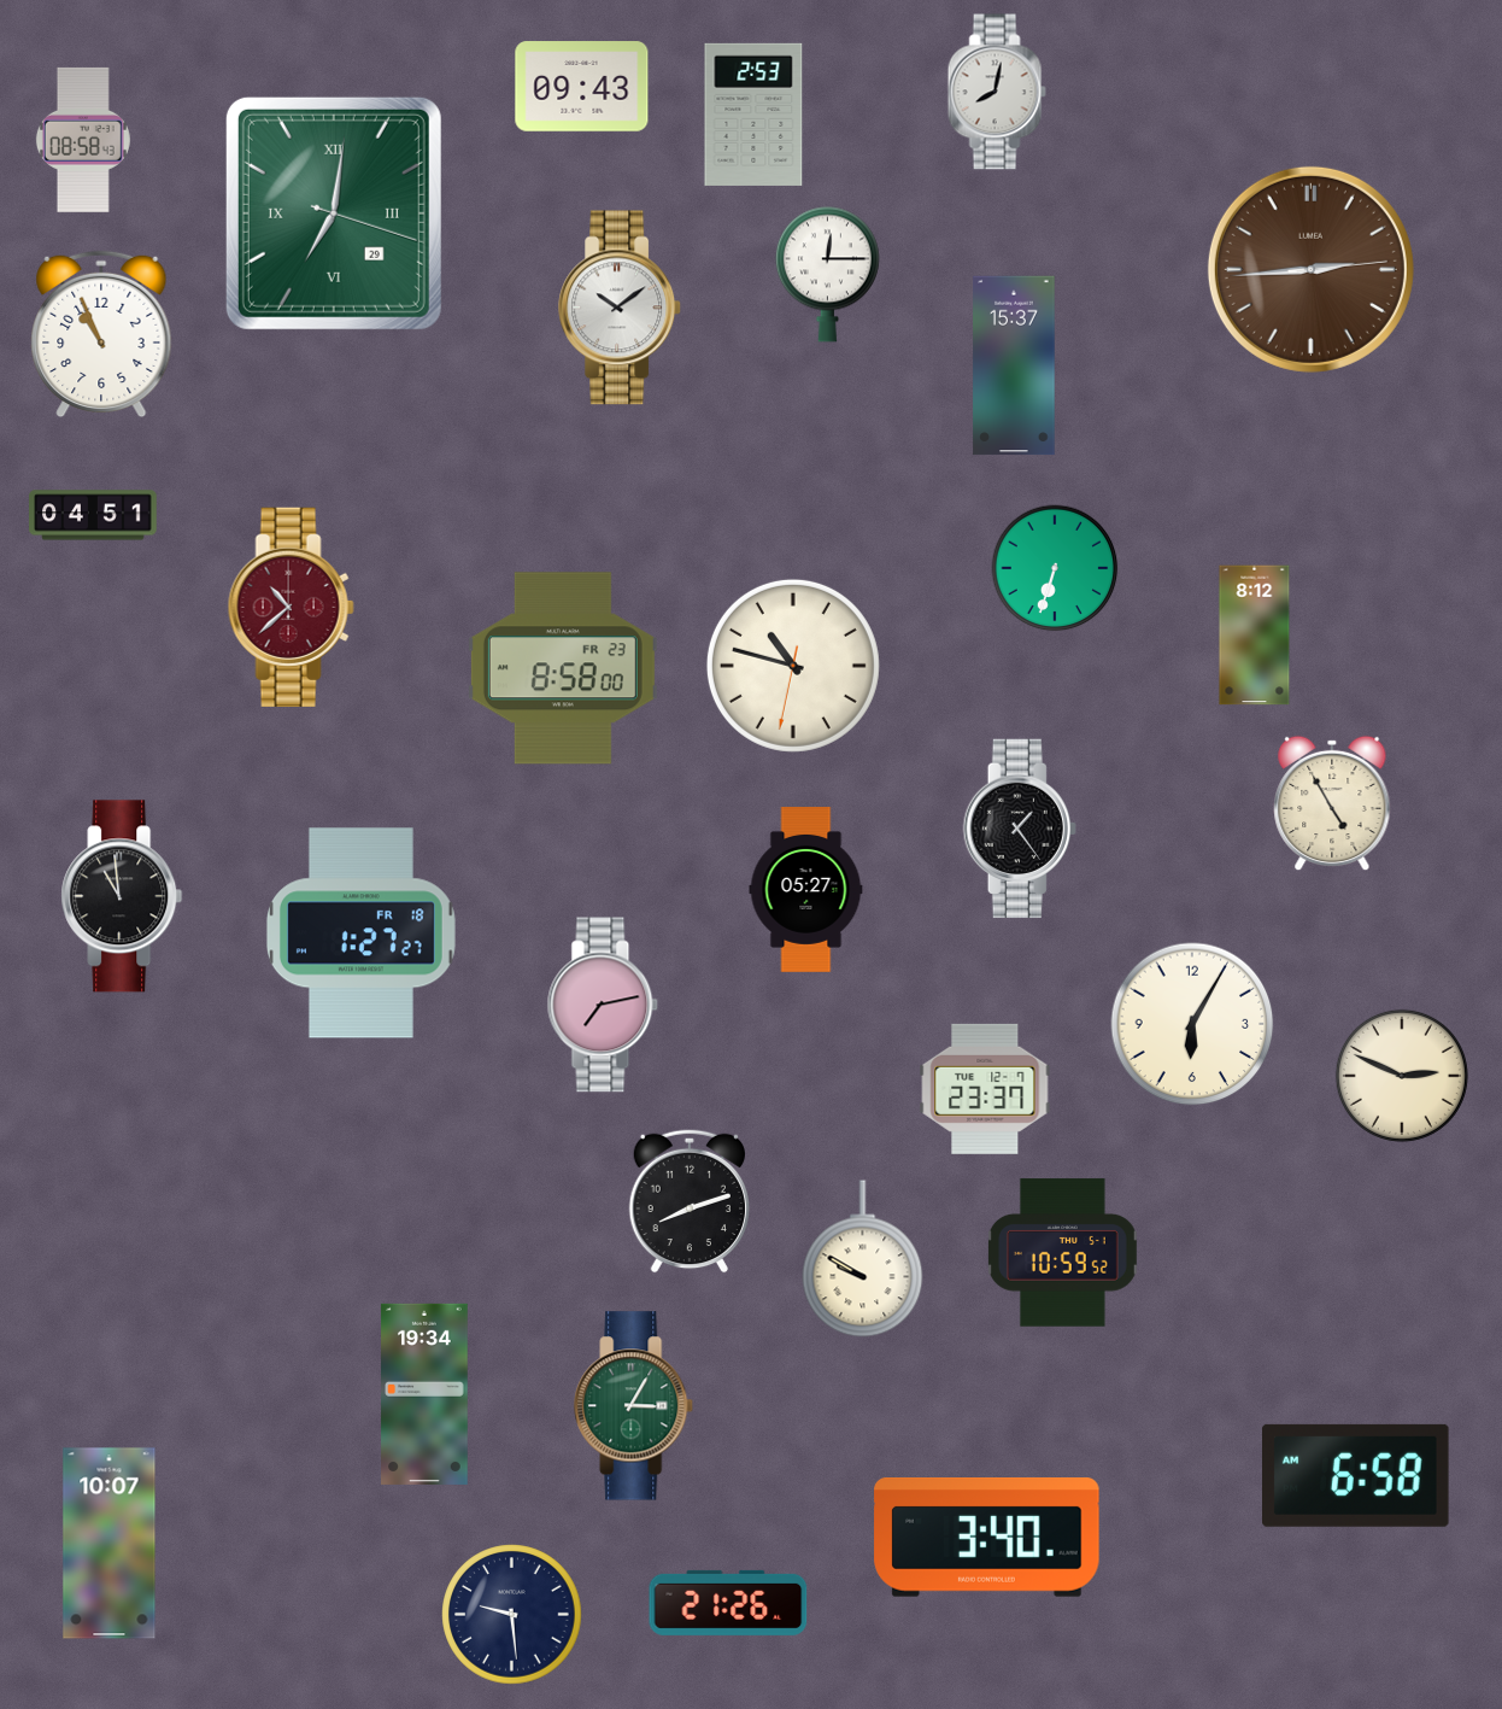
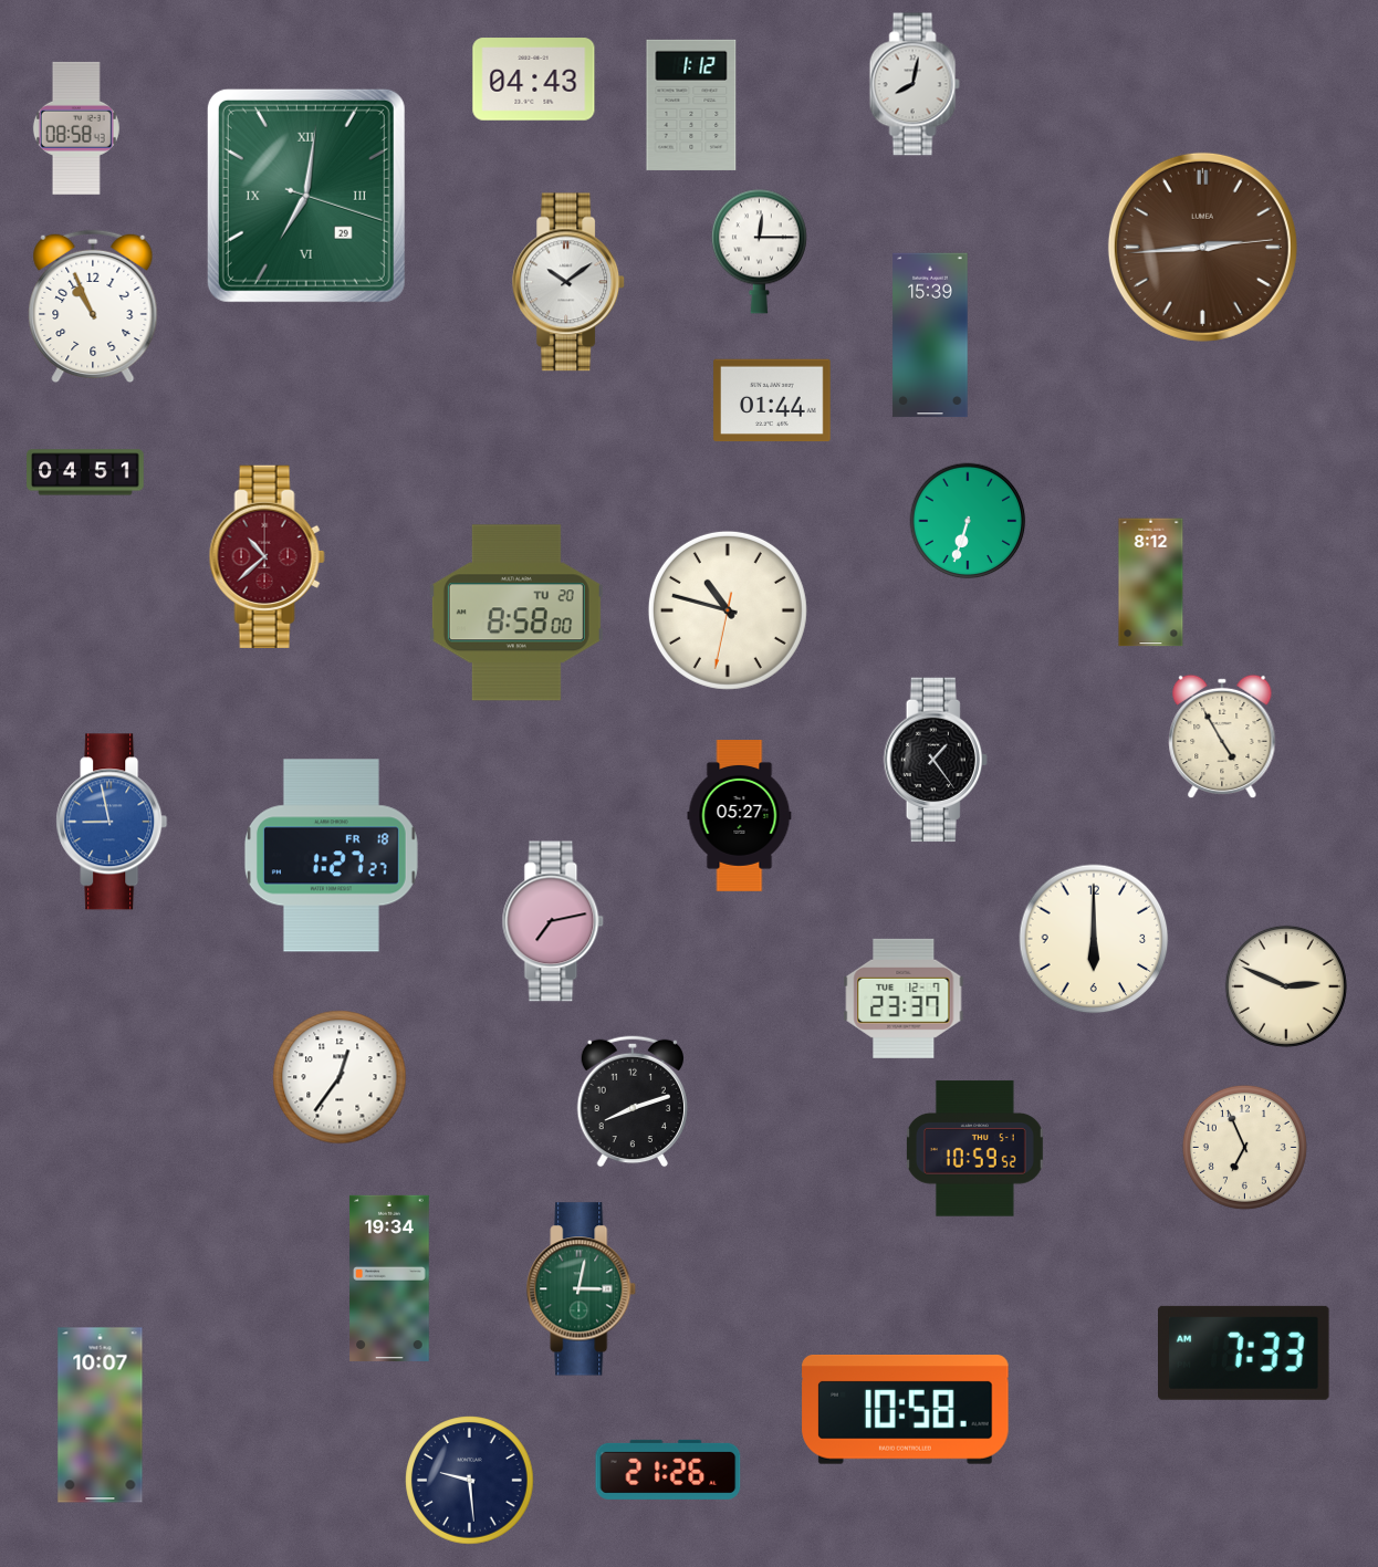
clock at (582, 87): 09:43 -> 04:43
clock at (753, 115): 2:53 -> 1:12
clock at (1014, 365): 15:37 -> 15:39
clock at (772, 400): none -> 01:44
clock at (563, 668) date: FR 23 -> TU 20
clock at (122, 896): 10:59 -> 8:58
clock at (122, 896) dial: black -> blue
clock at (1192, 1024): 6:05 -> 6:00
clock at (340, 1077): none -> 12:36
clock at (1244, 1147): none -> 6:56
clock at (863, 1259): 9:50 -> none
clock at (634, 1406): 3:05 -> 3:02
clock at (1356, 1475): 6:58 -> 7:33
clock at (987, 1538): 3:40 -> 10:58
